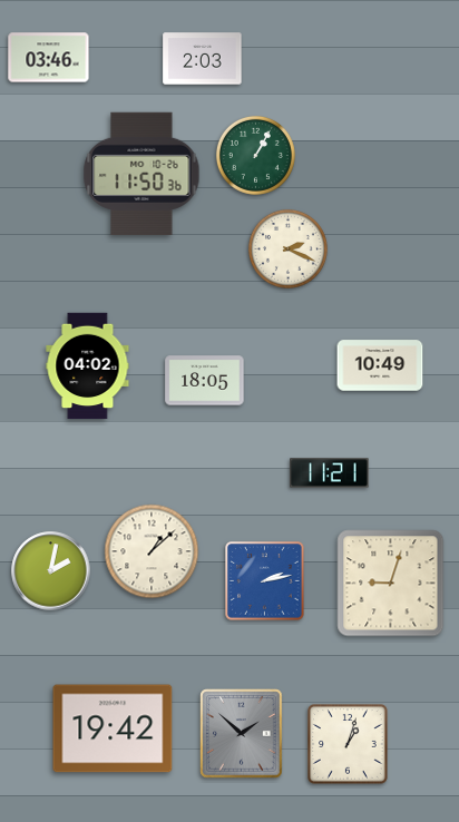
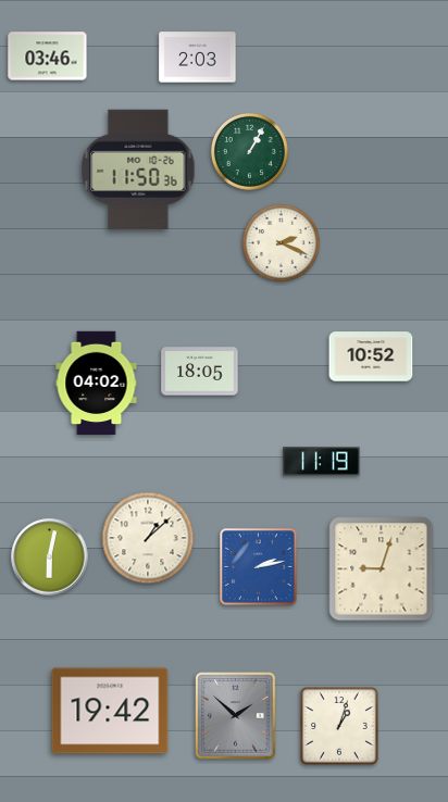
clock at (380, 365): 10:49 -> 10:52
clock at (88, 366) position: (88, 366) -> (97, 384)
clock at (330, 473): 11:21 -> 11:19
clock at (51, 571): 2:02 -> 6:02
